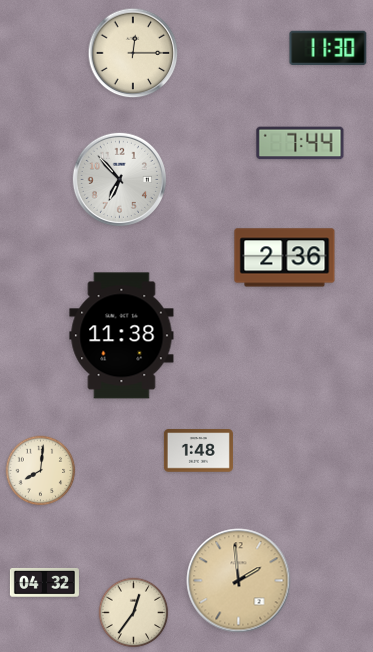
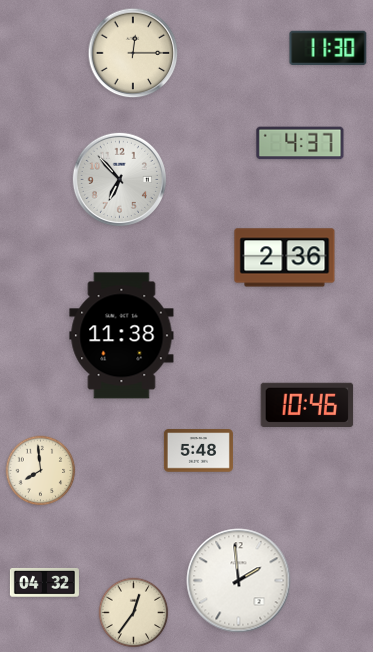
clock at (300, 143): 7:44 -> 4:37
clock at (307, 404): none -> 10:46
clock at (198, 451): 1:48 -> 5:48
clock at (41, 471): 8:01 -> 7:59
clock at (239, 581) dial: champagne -> white
